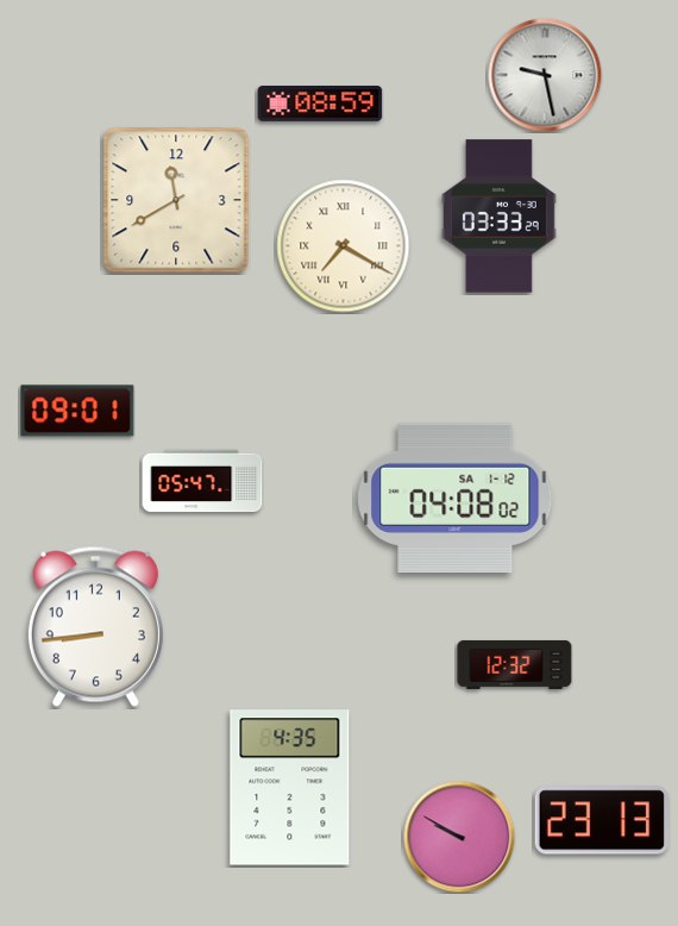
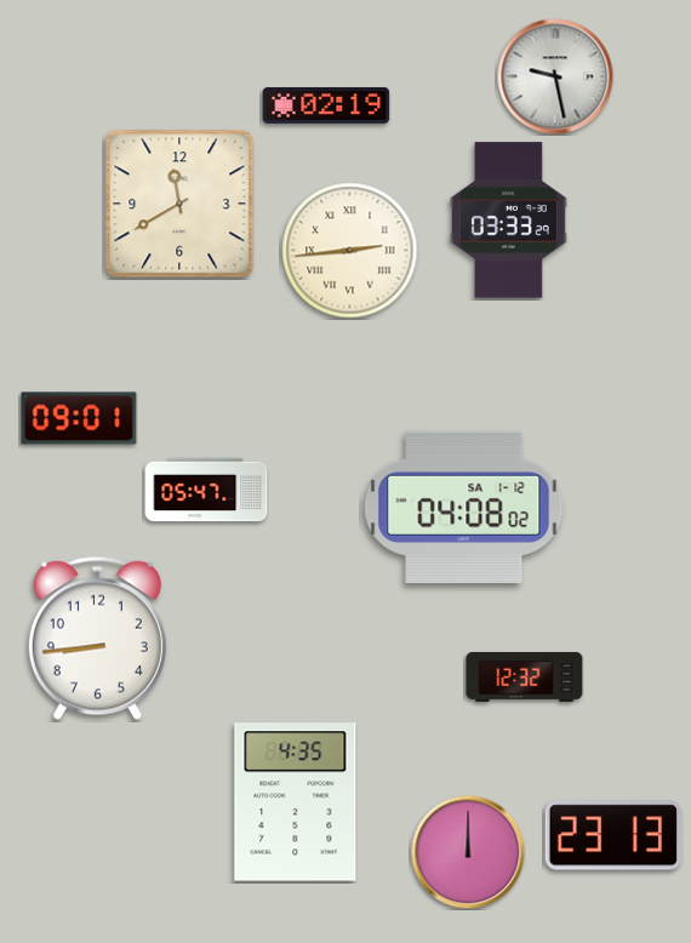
clock at (320, 104): 08:59 -> 02:19
clock at (344, 246): 7:20 -> 2:44
clock at (459, 837): 9:50 -> 12:00
